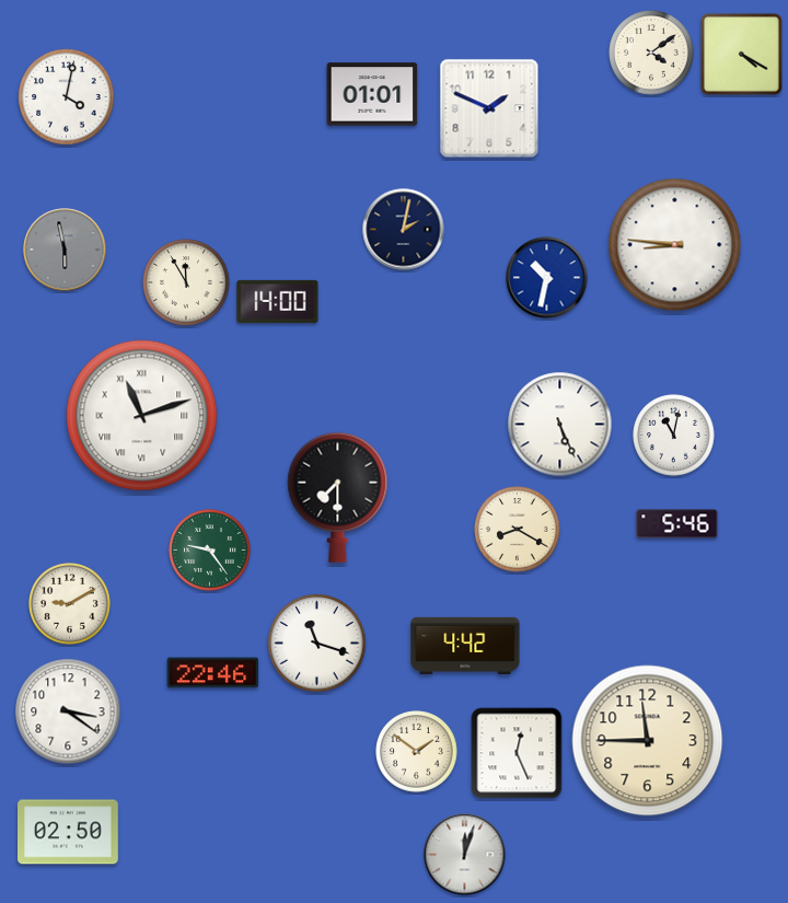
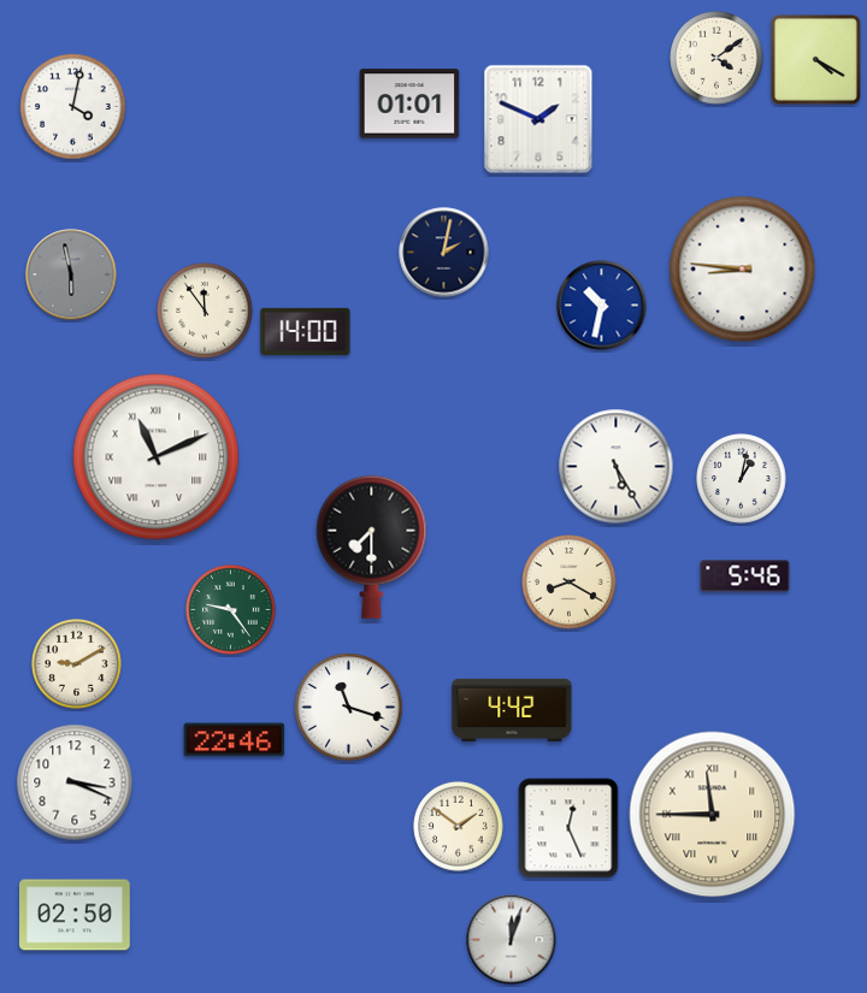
clock at (186, 282): 11:55 -> 11:54
clock at (142, 416): 11:12 -> 11:11
clock at (560, 425): 5:26 -> 5:25
clock at (674, 436): 11:02 -> 1:02
clock at (210, 551) position: (210, 551) -> (231, 610)
clock at (68, 711): 3:21 -> 3:19
clock at (648, 741) numerals: Arabic -> Roman
